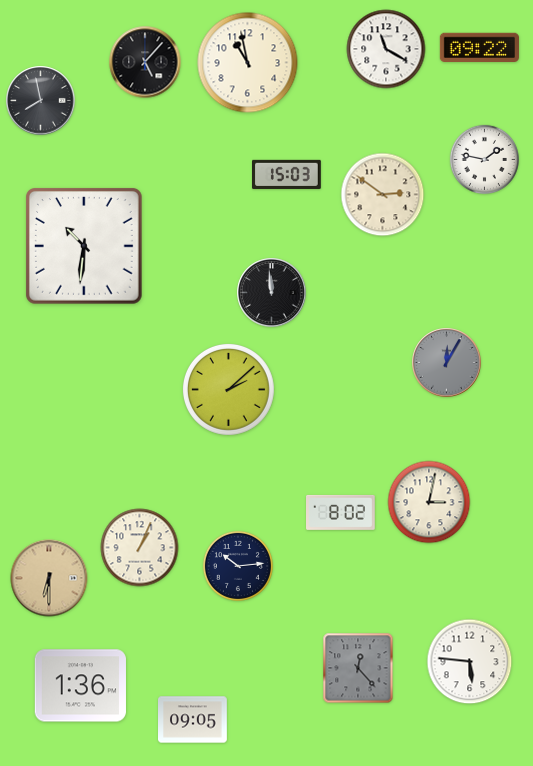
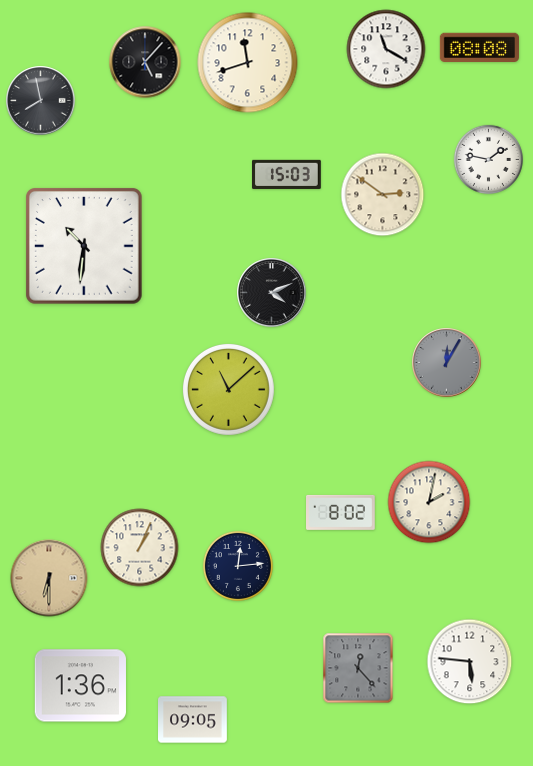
clock at (479, 48): 09:22 -> 08:08
clock at (248, 63): 10:58 -> 11:42
clock at (484, 159) position: (484, 159) -> (488, 159)
clock at (272, 293): 11:59 -> 4:11
clock at (228, 389): 2:08 -> 11:08
clock at (429, 502): 3:02 -> 2:02
clock at (238, 566): 10:14 -> 12:14
